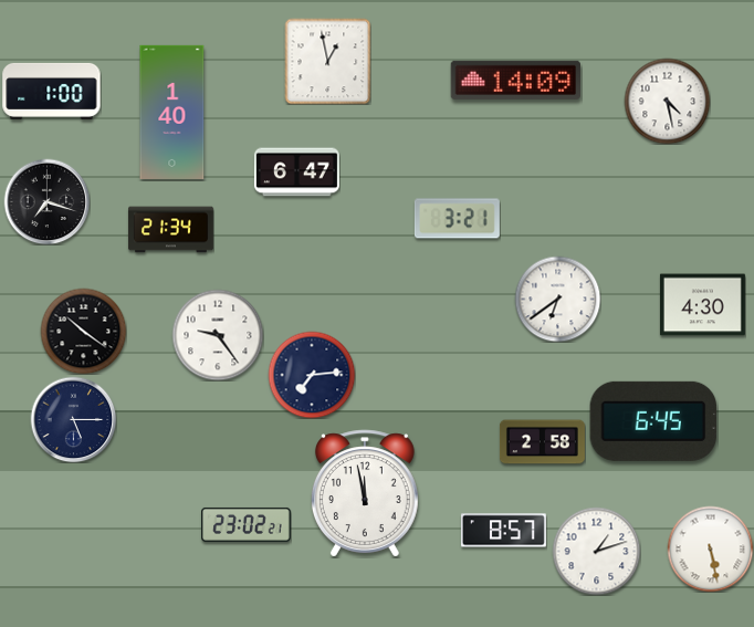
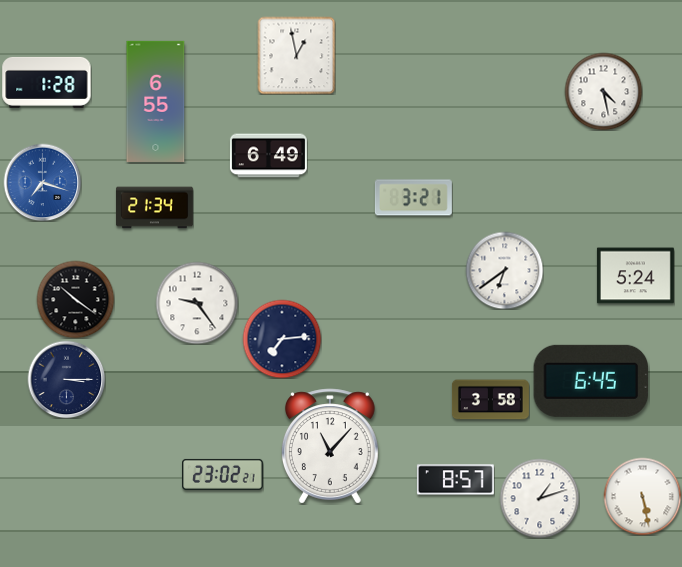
clock at (516, 80): 14:09 -> none
clock at (52, 91): 1:00 -> 1:28
clock at (172, 112): 1:40 -> 6:55
clock at (296, 173): 6:47 -> 6:49
clock at (46, 201) dial: black -> blue
clock at (702, 305): 4:30 -> 5:24
clock at (73, 419): 5:15 -> 3:15
clock at (542, 442): 2:58 -> 3:58
clock at (365, 493): 11:58 -> 11:07
